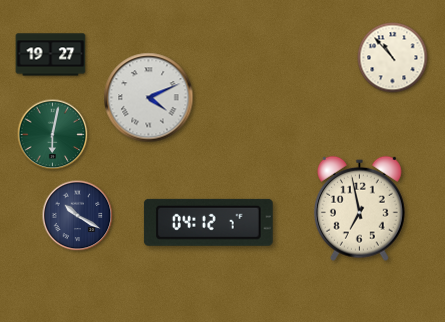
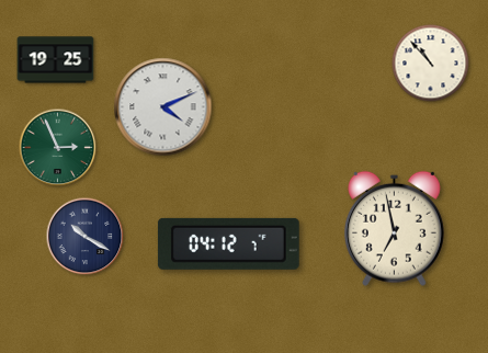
clock at (51, 55): 19:27 -> 19:25
clock at (53, 135): 6:02 -> 2:56
